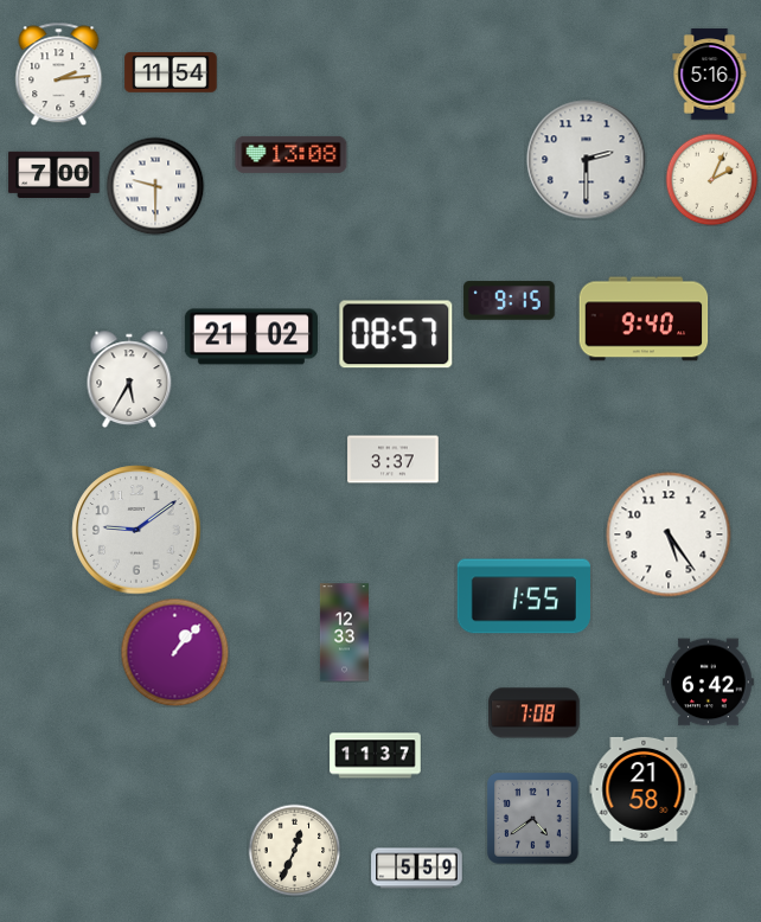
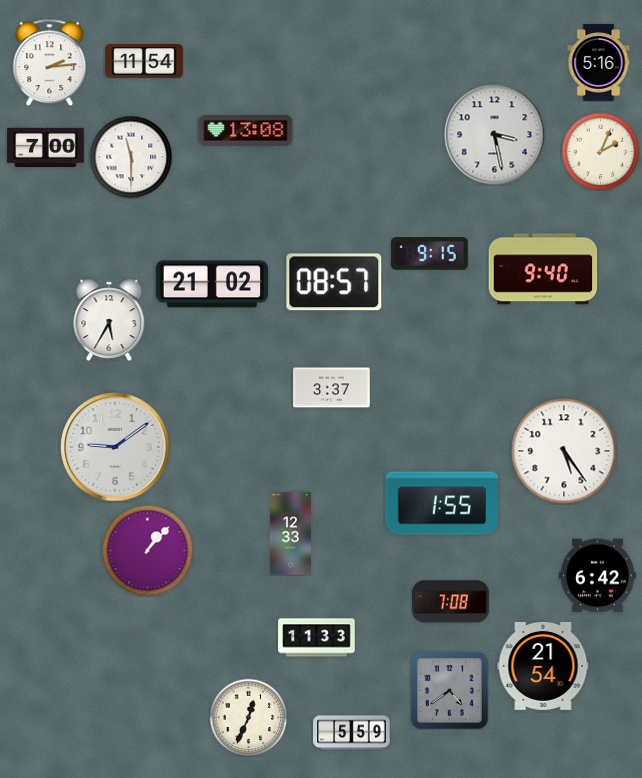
clock at (587, 160): 2:30 -> 3:28
clock at (155, 186): 9:30 -> 11:30
clock at (376, 756): 11:37 -> 11:33
clock at (644, 789): 21:58 -> 21:54
